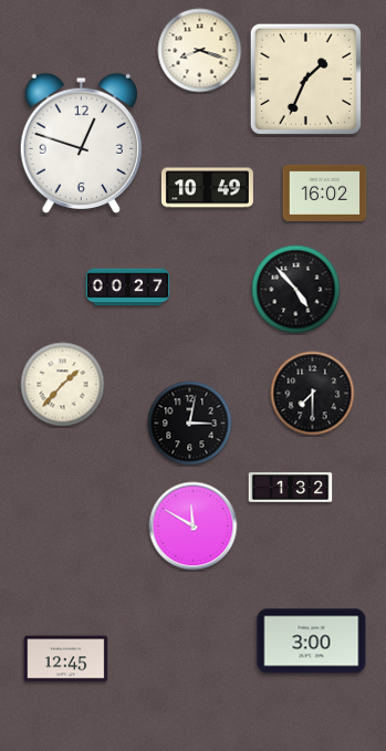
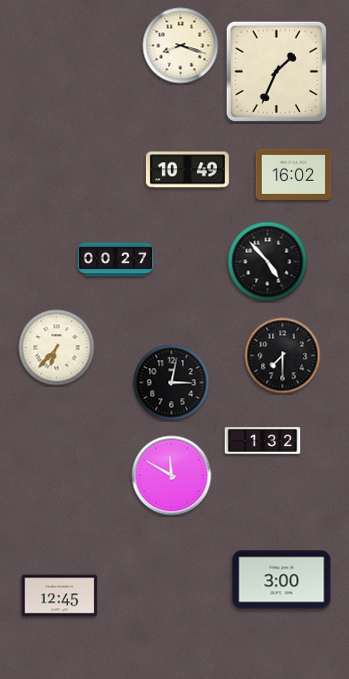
clock at (81, 143): 12:48 -> none
clock at (63, 385): 1:37 -> 6:37
clock at (194, 526) position: (194, 526) -> (172, 476)
